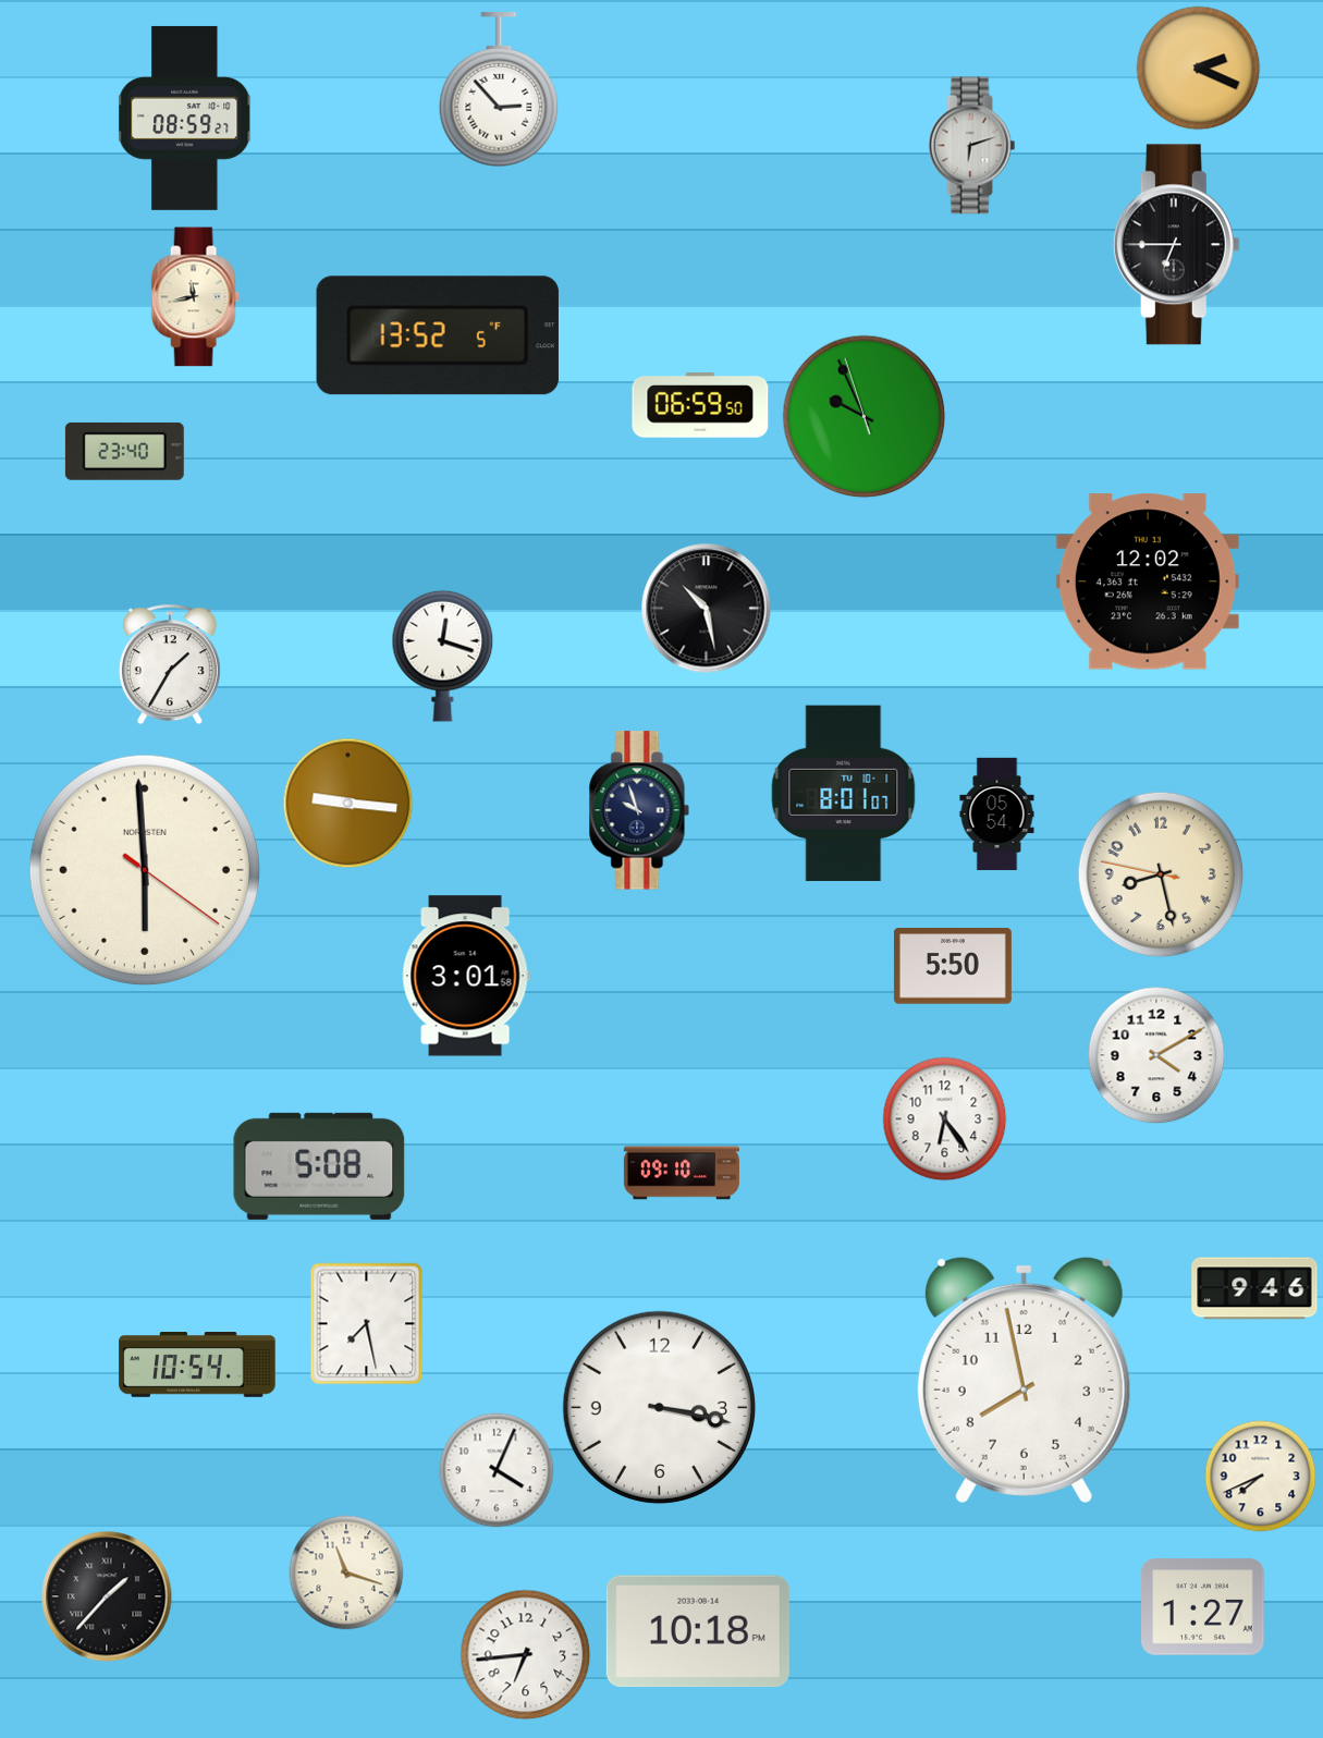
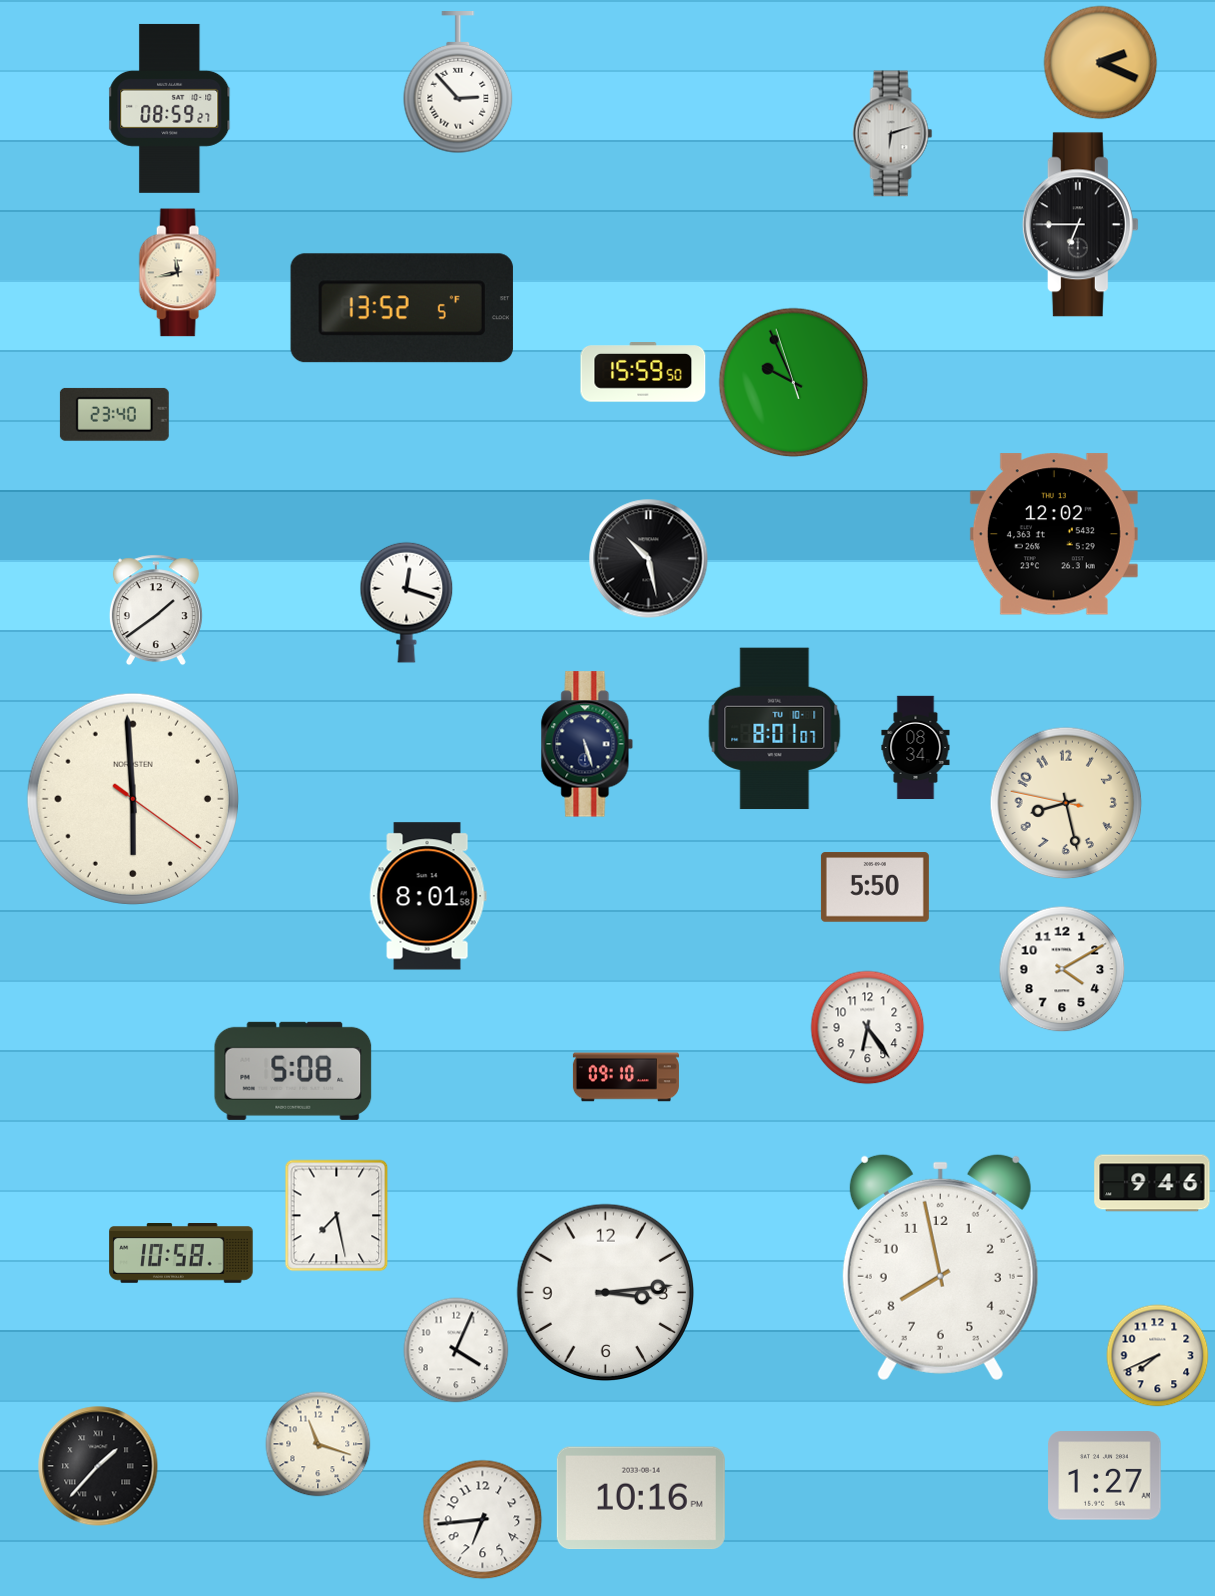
clock at (700, 405): 06:59 -> 15:59
clock at (170, 664): 1:35 -> 1:39
clock at (348, 804): 9:16 -> none
clock at (639, 810): 9:57 -> 5:27
clock at (997, 815): 05:54 -> 08:34
clock at (466, 976): 3:01 -> 8:01
clock at (197, 1366): 10:54 -> 10:58
clock at (659, 1407): 3:17 -> 3:14
clock at (698, 1631): 10:18 -> 10:16
